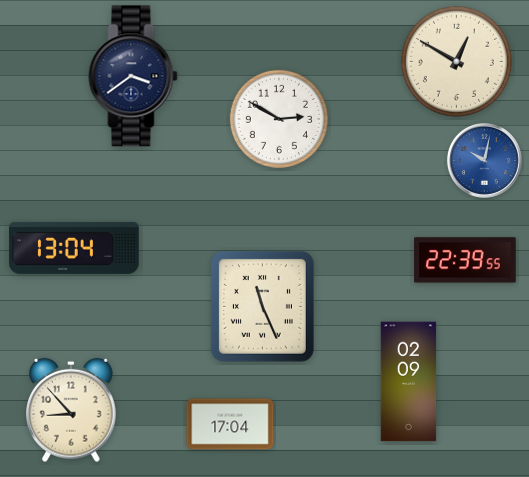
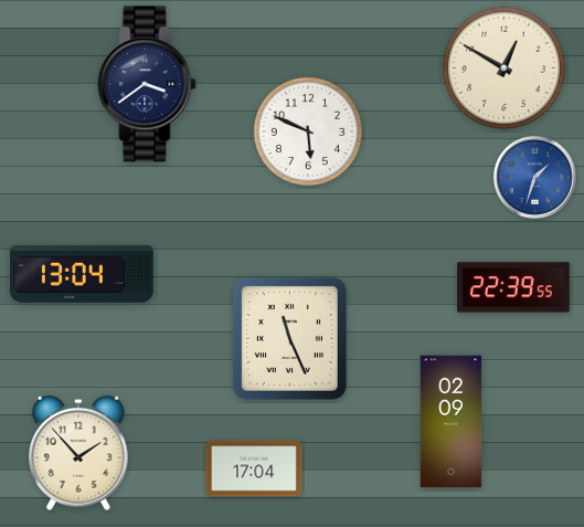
clock at (279, 119): 2:50 -> 5:49
clock at (484, 160): 10:02 -> 1:33
clock at (72, 410): 8:53 -> 1:53
